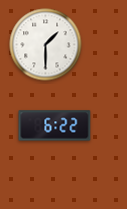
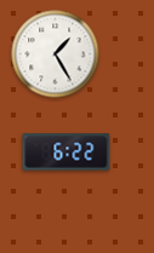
clock at (46, 45): 1:30 -> 1:25
